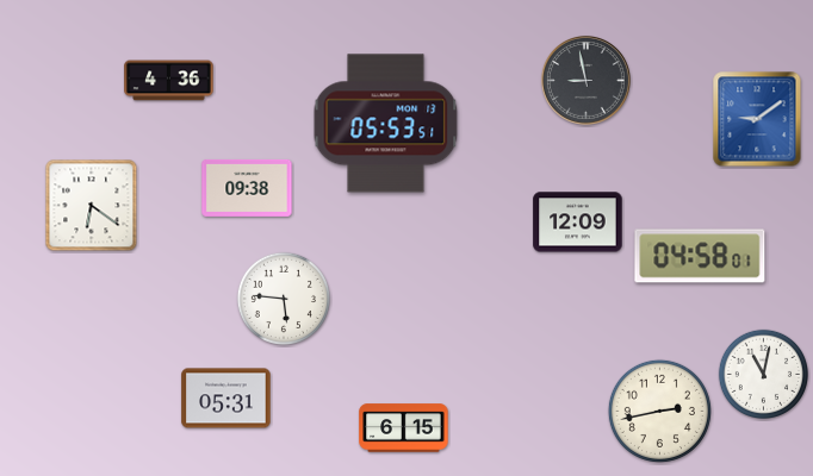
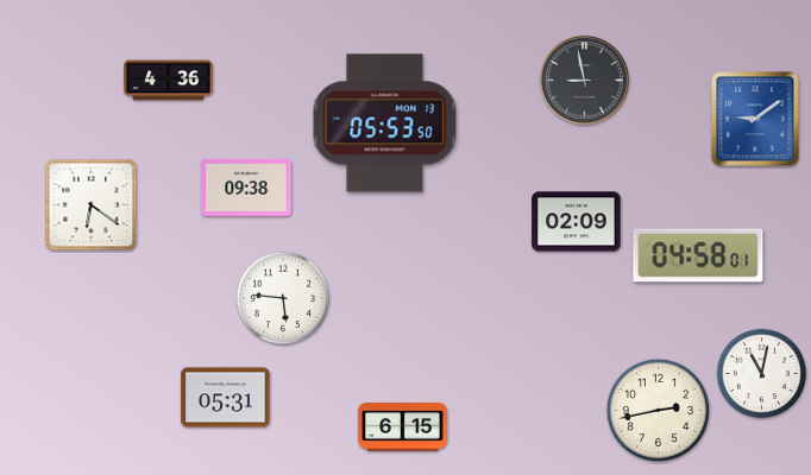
clock at (386, 124): 05:53:51 -> 05:53:50
clock at (578, 223): 12:09 -> 02:09
